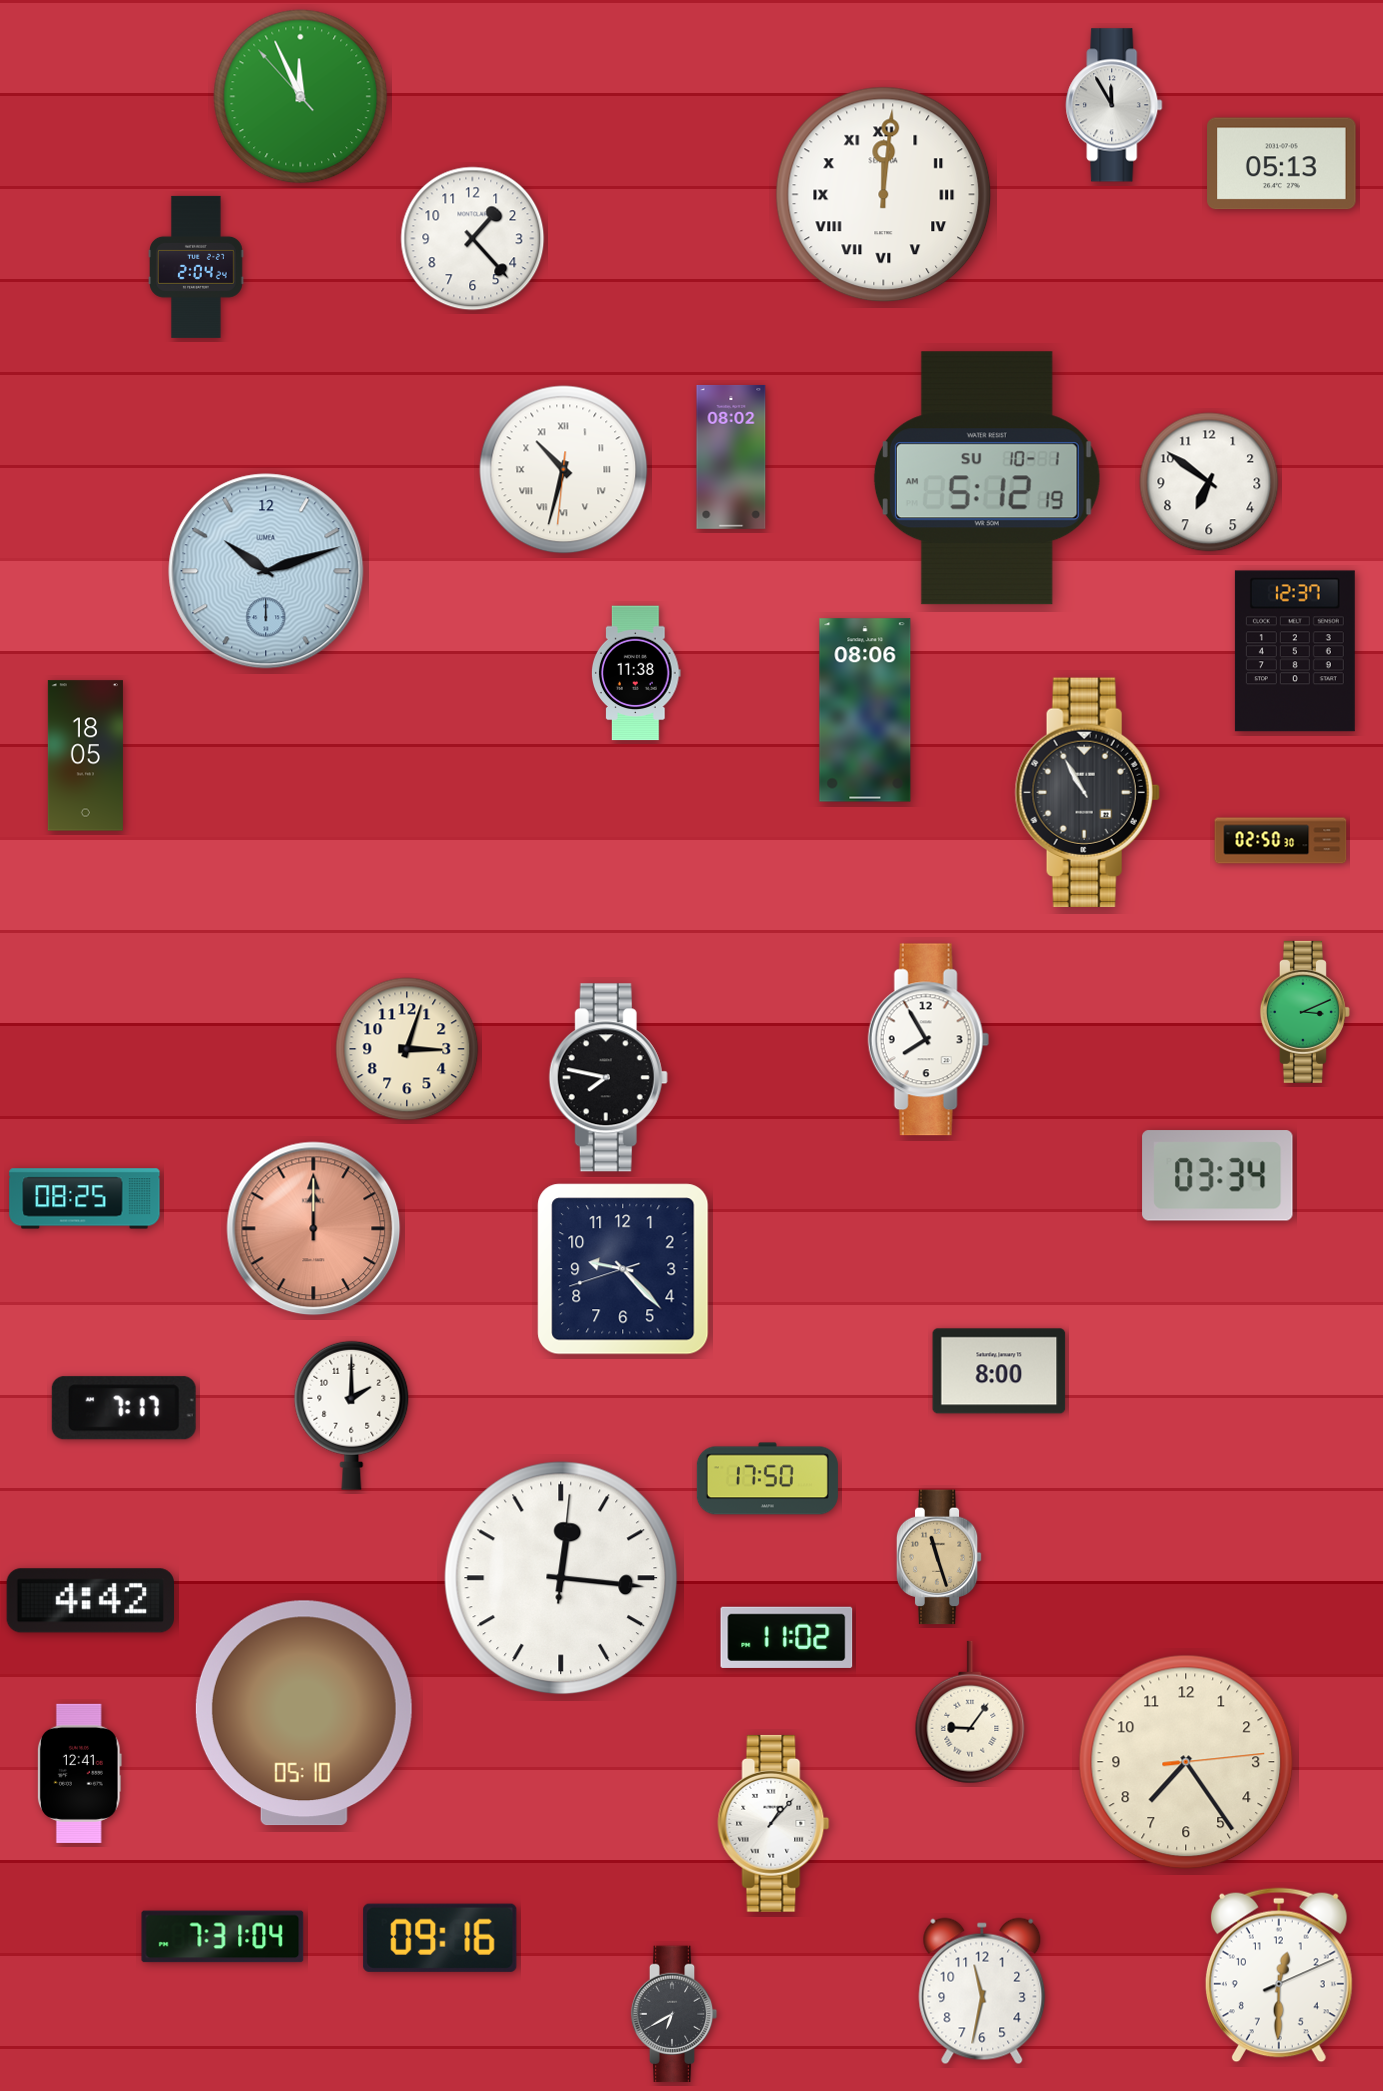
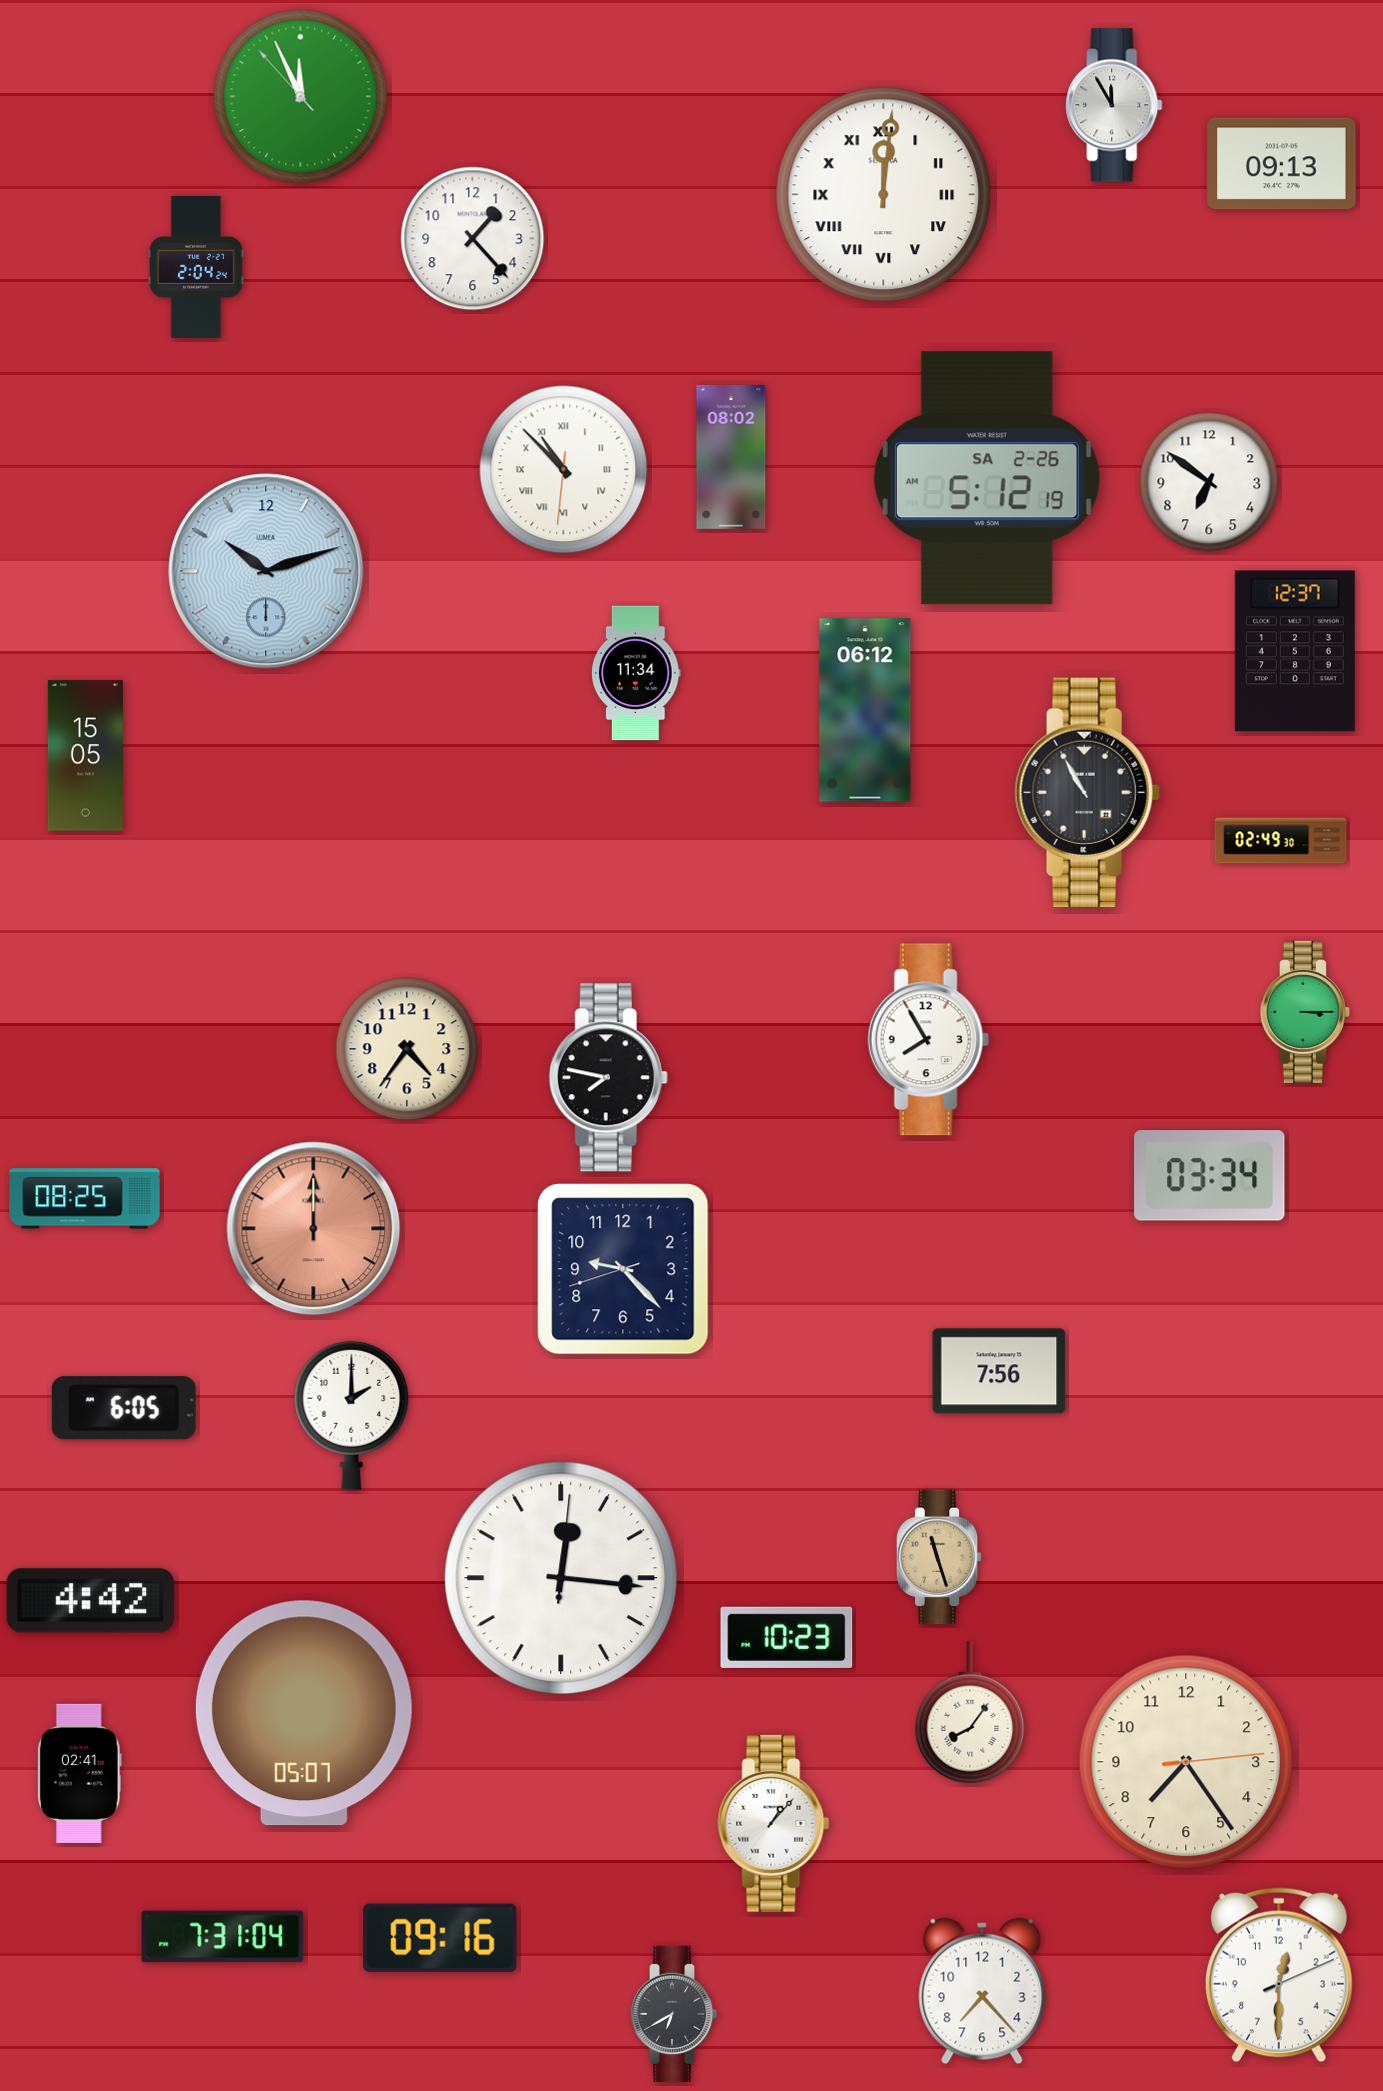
clock at (1282, 164): 05:13 -> 09:13
clock at (564, 470): 10:32 -> 10:52
clock at (987, 478) date: SU 10-1 -> SA 2-26
clock at (637, 673): 11:38 -> 11:34
clock at (865, 710): 08:06 -> 06:12
clock at (85, 756): 18:05 -> 15:05
clock at (1281, 841): 02:50 -> 02:49
clock at (1305, 1012): 3:11 -> 3:15
clock at (407, 1049): 3:03 -> 4:36
clock at (1218, 1176) position: (1218, 1176) -> (1210, 1176)
clock at (999, 1371): 8:00 -> 7:56
clock at (124, 1408): 7:17 -> 6:05
clock at (767, 1479): 17:50 -> none
clock at (787, 1637): 11:02 -> 10:23
clock at (970, 1712): 9:06 -> 8:06
clock at (304, 1713): 05:10 -> 05:07
clock at (79, 1773): 12:41 -> 02:41
clock at (982, 1991): 11:32 -> 7:23
